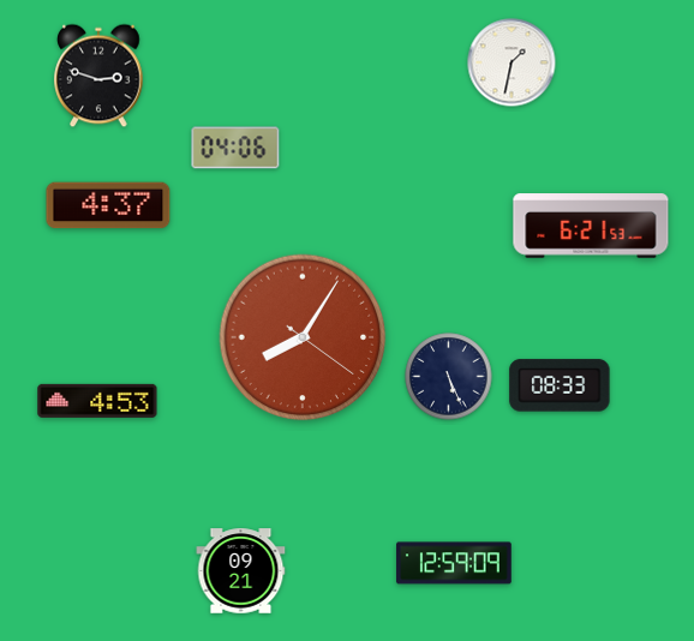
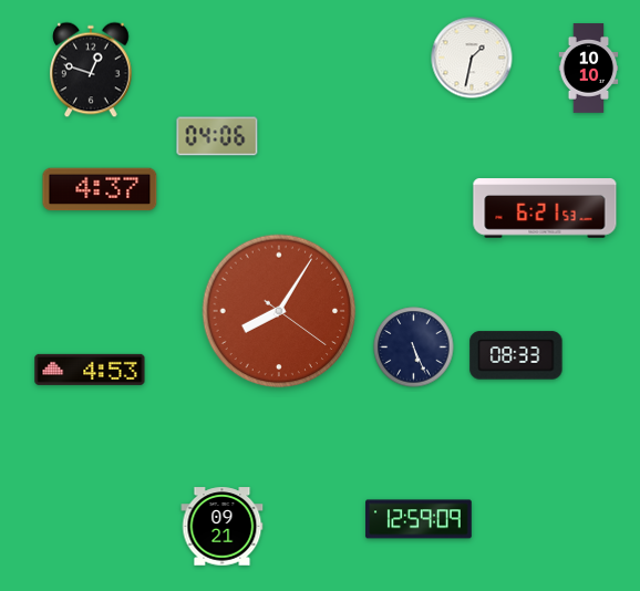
clock at (589, 69): none -> 10:10
clock at (98, 76): 2:48 -> 12:48
